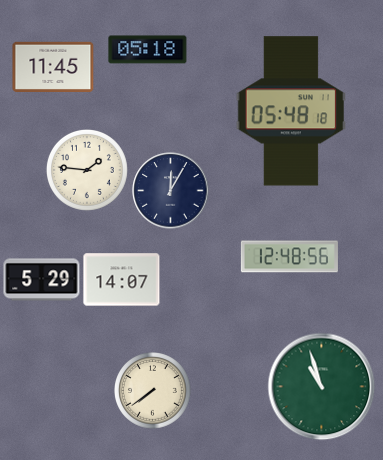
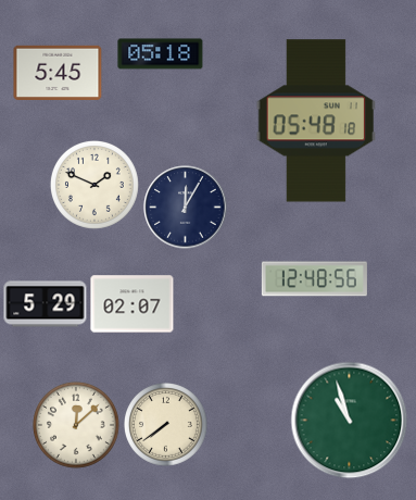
clock at (53, 66): 11:45 -> 5:45
clock at (87, 170): 1:46 -> 1:49
clock at (122, 280): 14:07 -> 02:07
clock at (76, 426): none -> 12:08
